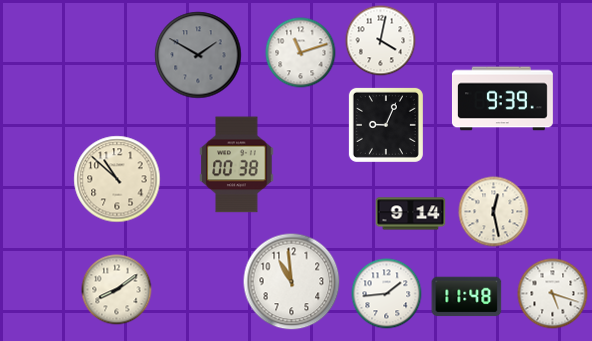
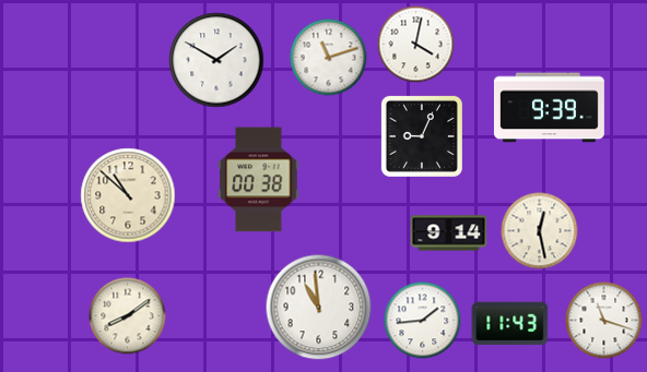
clock at (198, 55) dial: grey -> white
clock at (553, 294): 5:18 -> 11:18
clock at (467, 297): 11:48 -> 11:43
